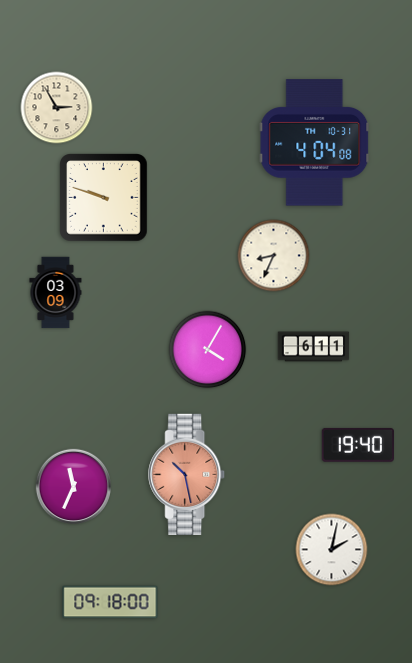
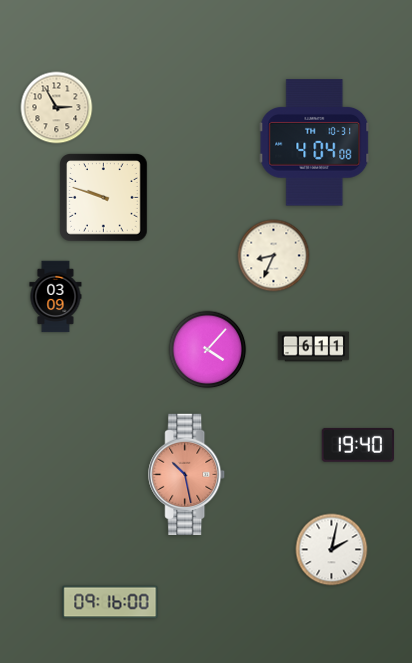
clock at (56, 293) position: (56, 293) -> (56, 297)
clock at (208, 350): 4:05 -> 4:07
clock at (74, 487): 11:34 -> none
clock at (110, 602): 09:18 -> 09:16
